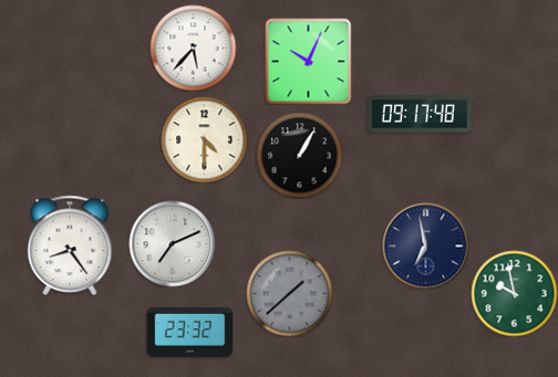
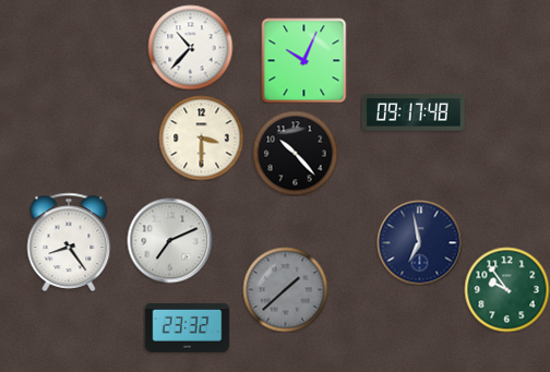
clock at (193, 48): 5:37 -> 10:37
clock at (204, 139): 4:30 -> 3:30
clock at (299, 155): 1:05 -> 10:23
clock at (514, 293): 9:58 -> 9:54
